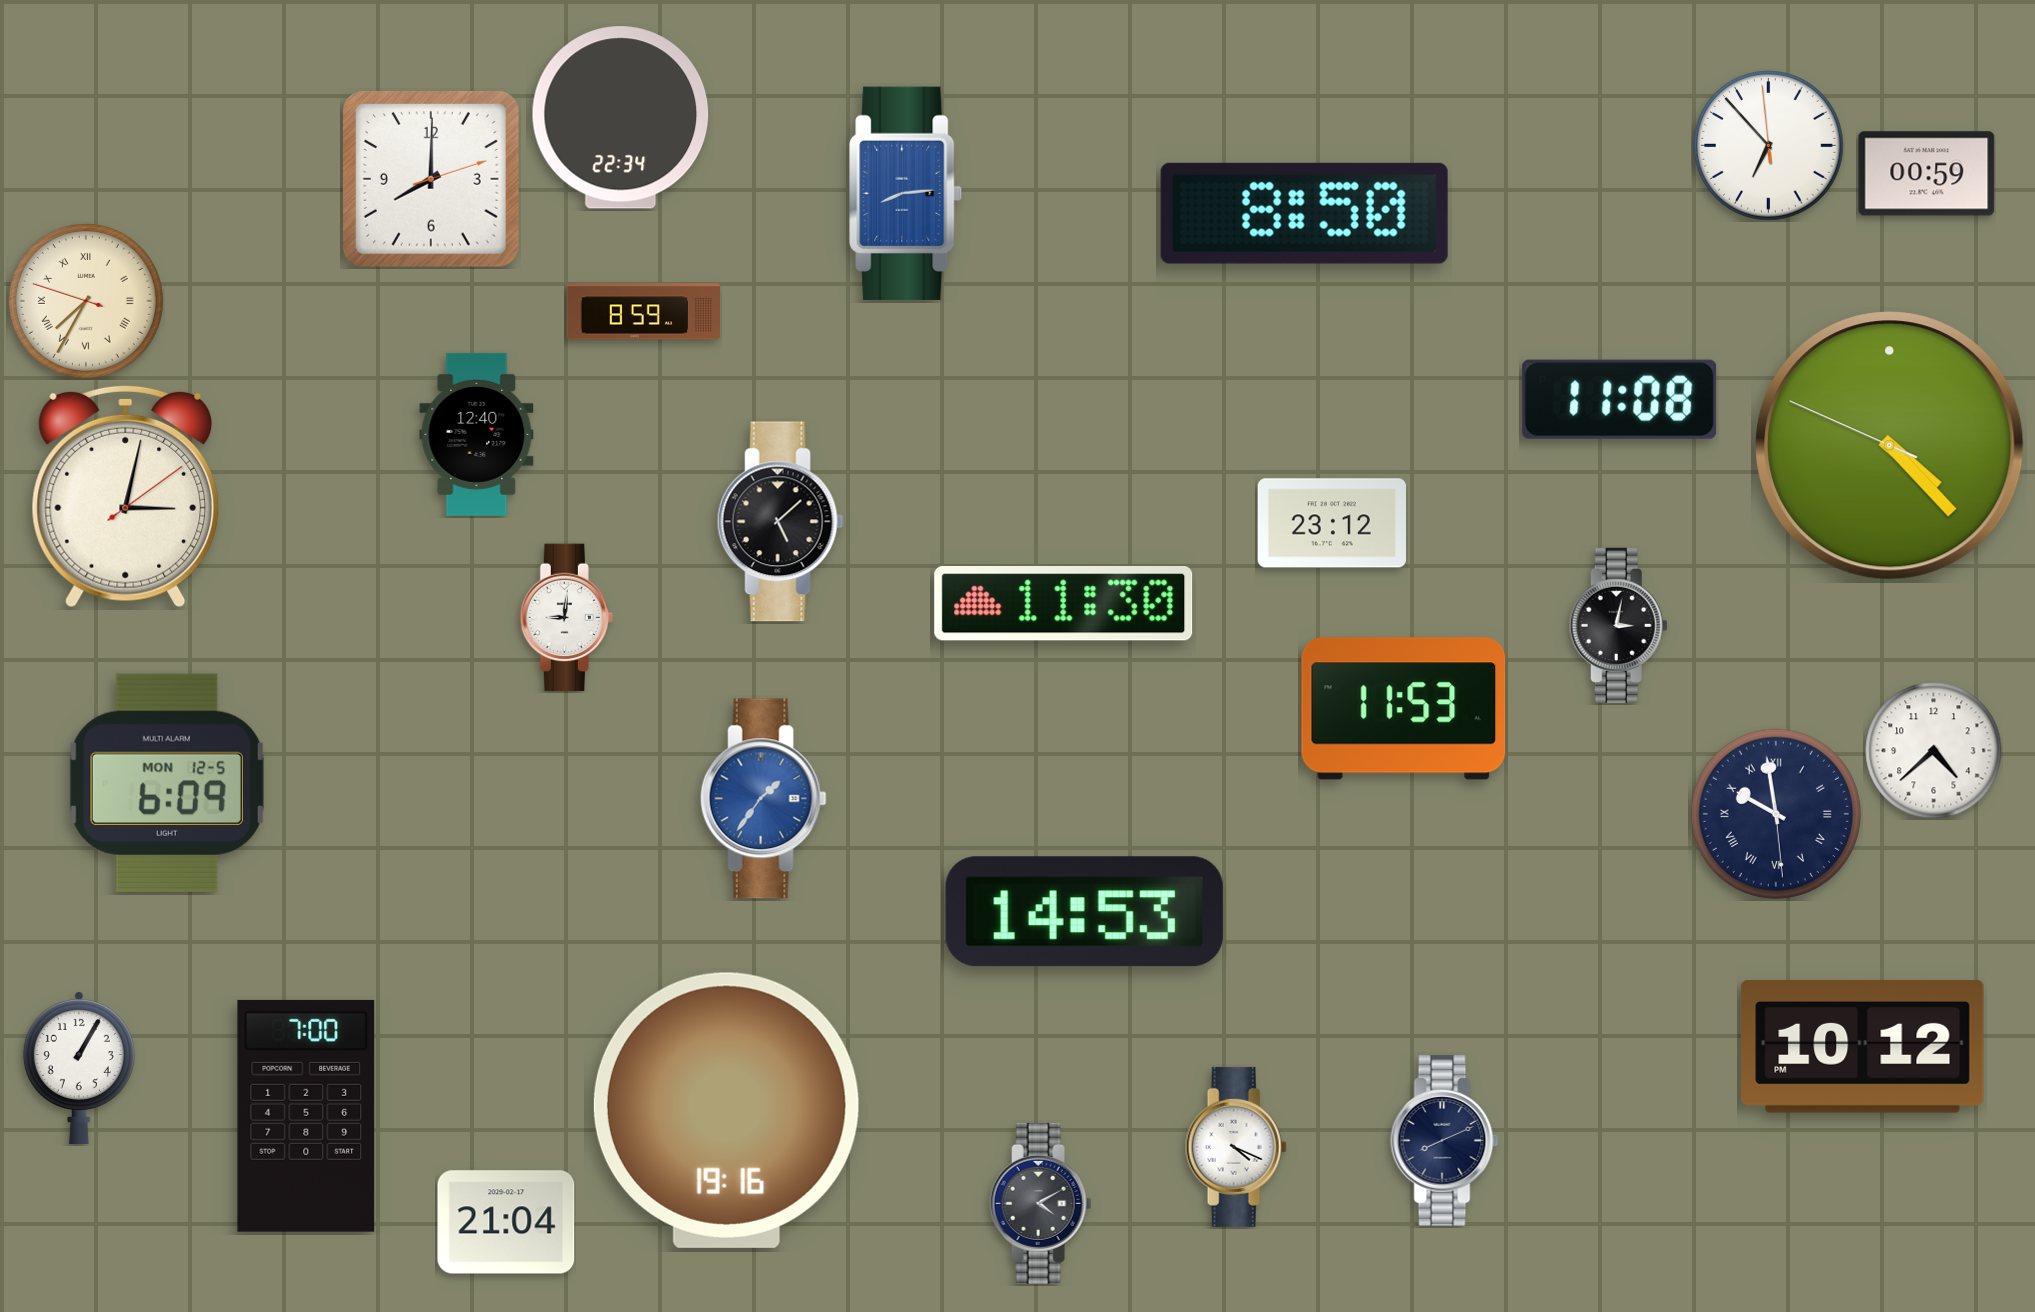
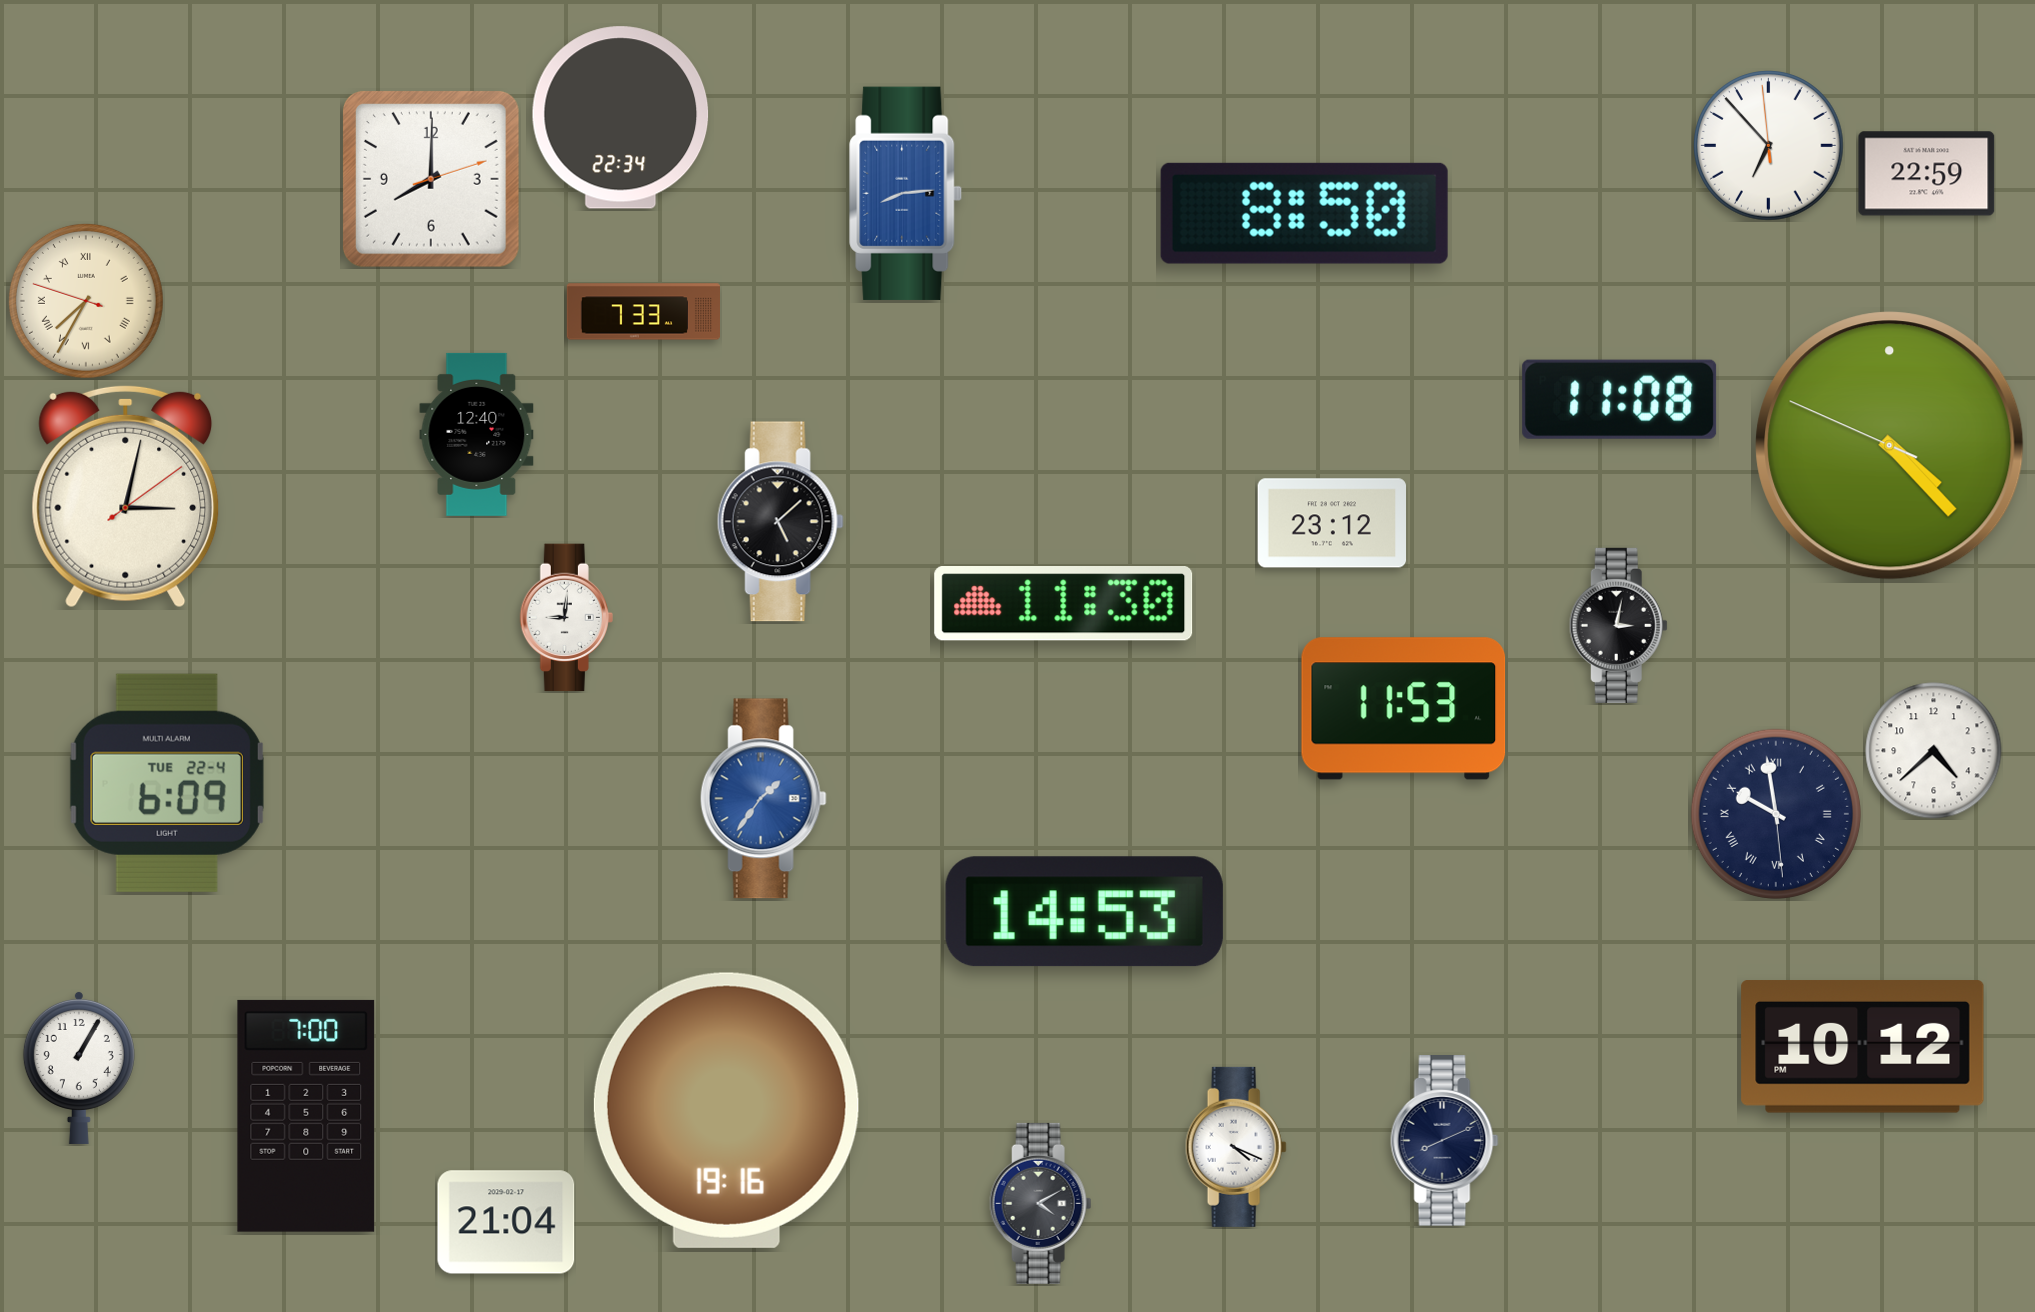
clock at (1927, 174): 00:59 -> 22:59
clock at (643, 312): 8:59 -> 7:33
clock at (167, 783) date: MON 12-5 -> TUE 22-4
